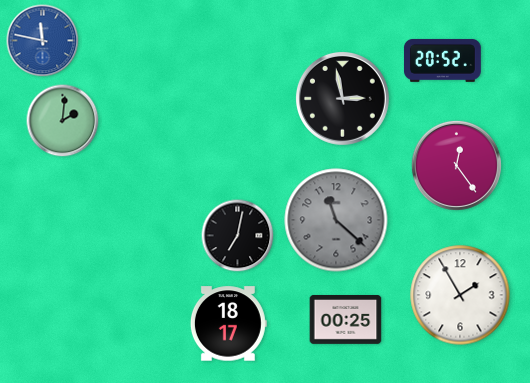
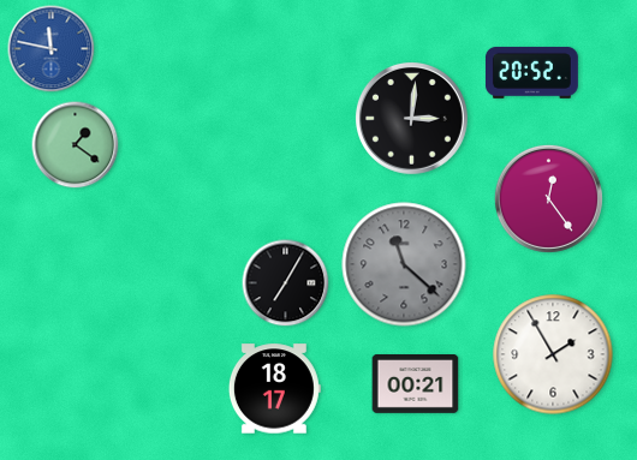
clock at (342, 98): 2:58 -> 3:01
clock at (63, 121): 2:01 -> 1:21
clock at (238, 236): 7:02 -> 7:05
clock at (346, 320): 00:25 -> 00:21
